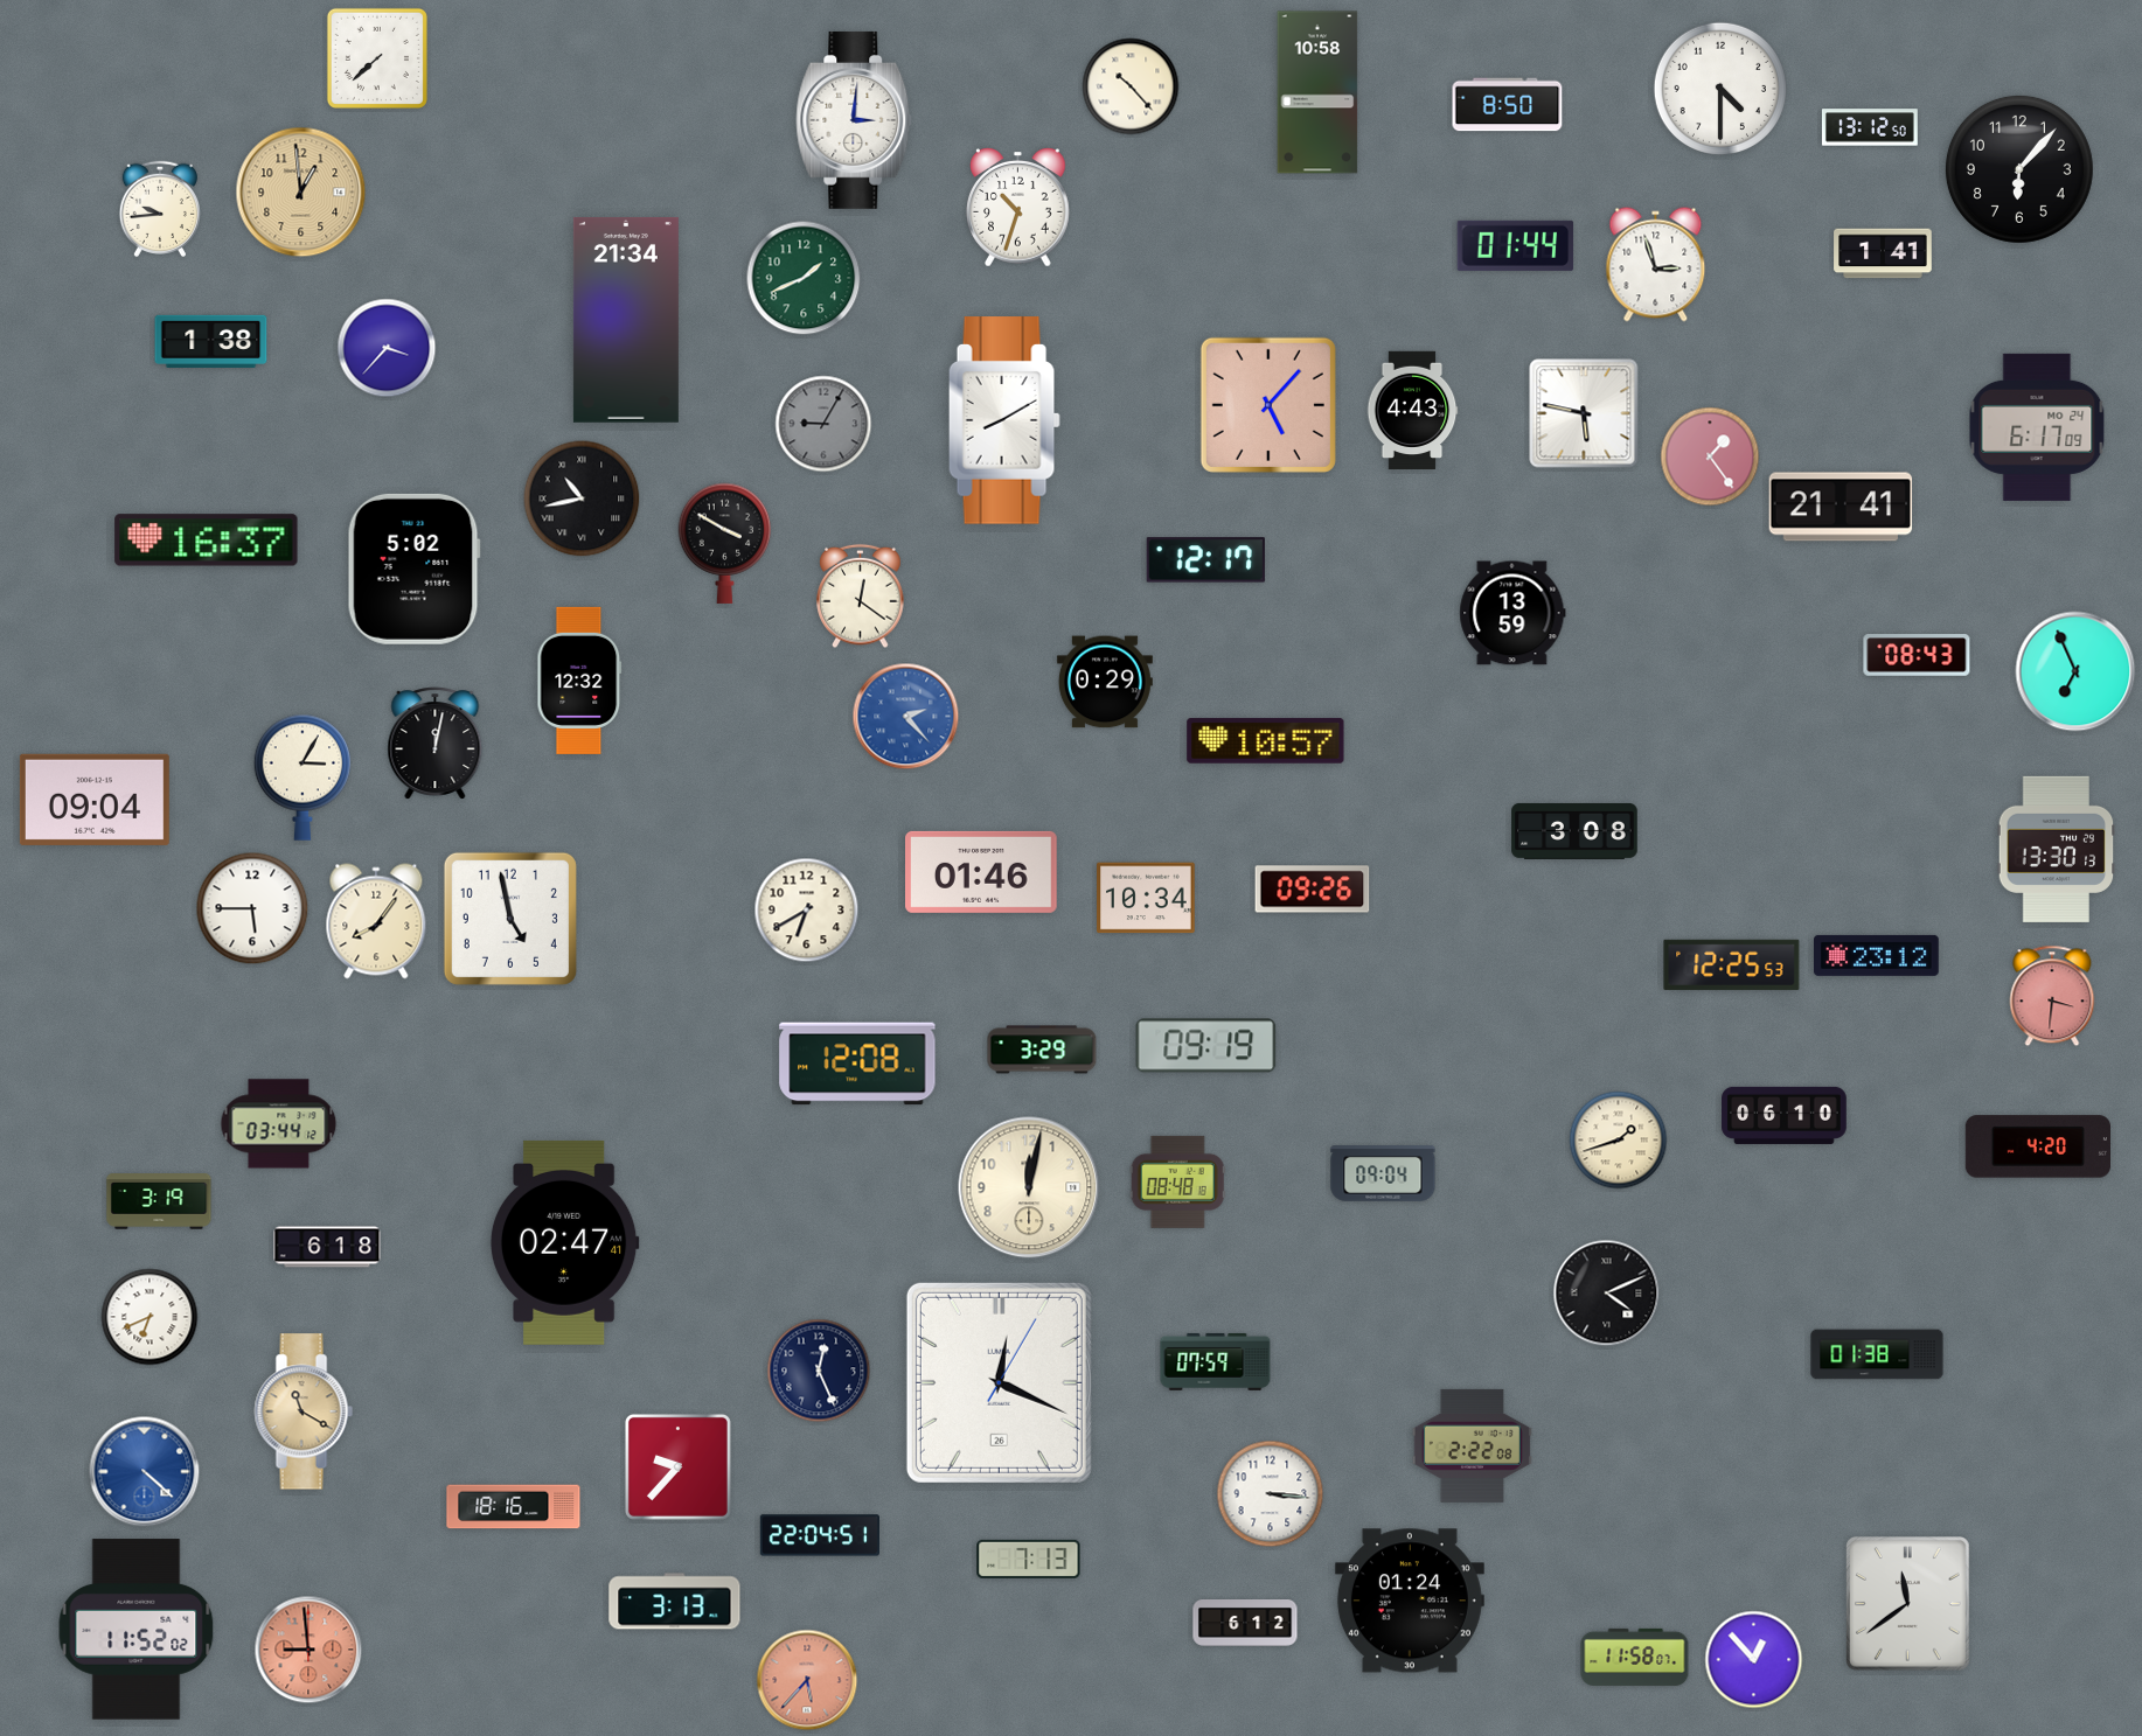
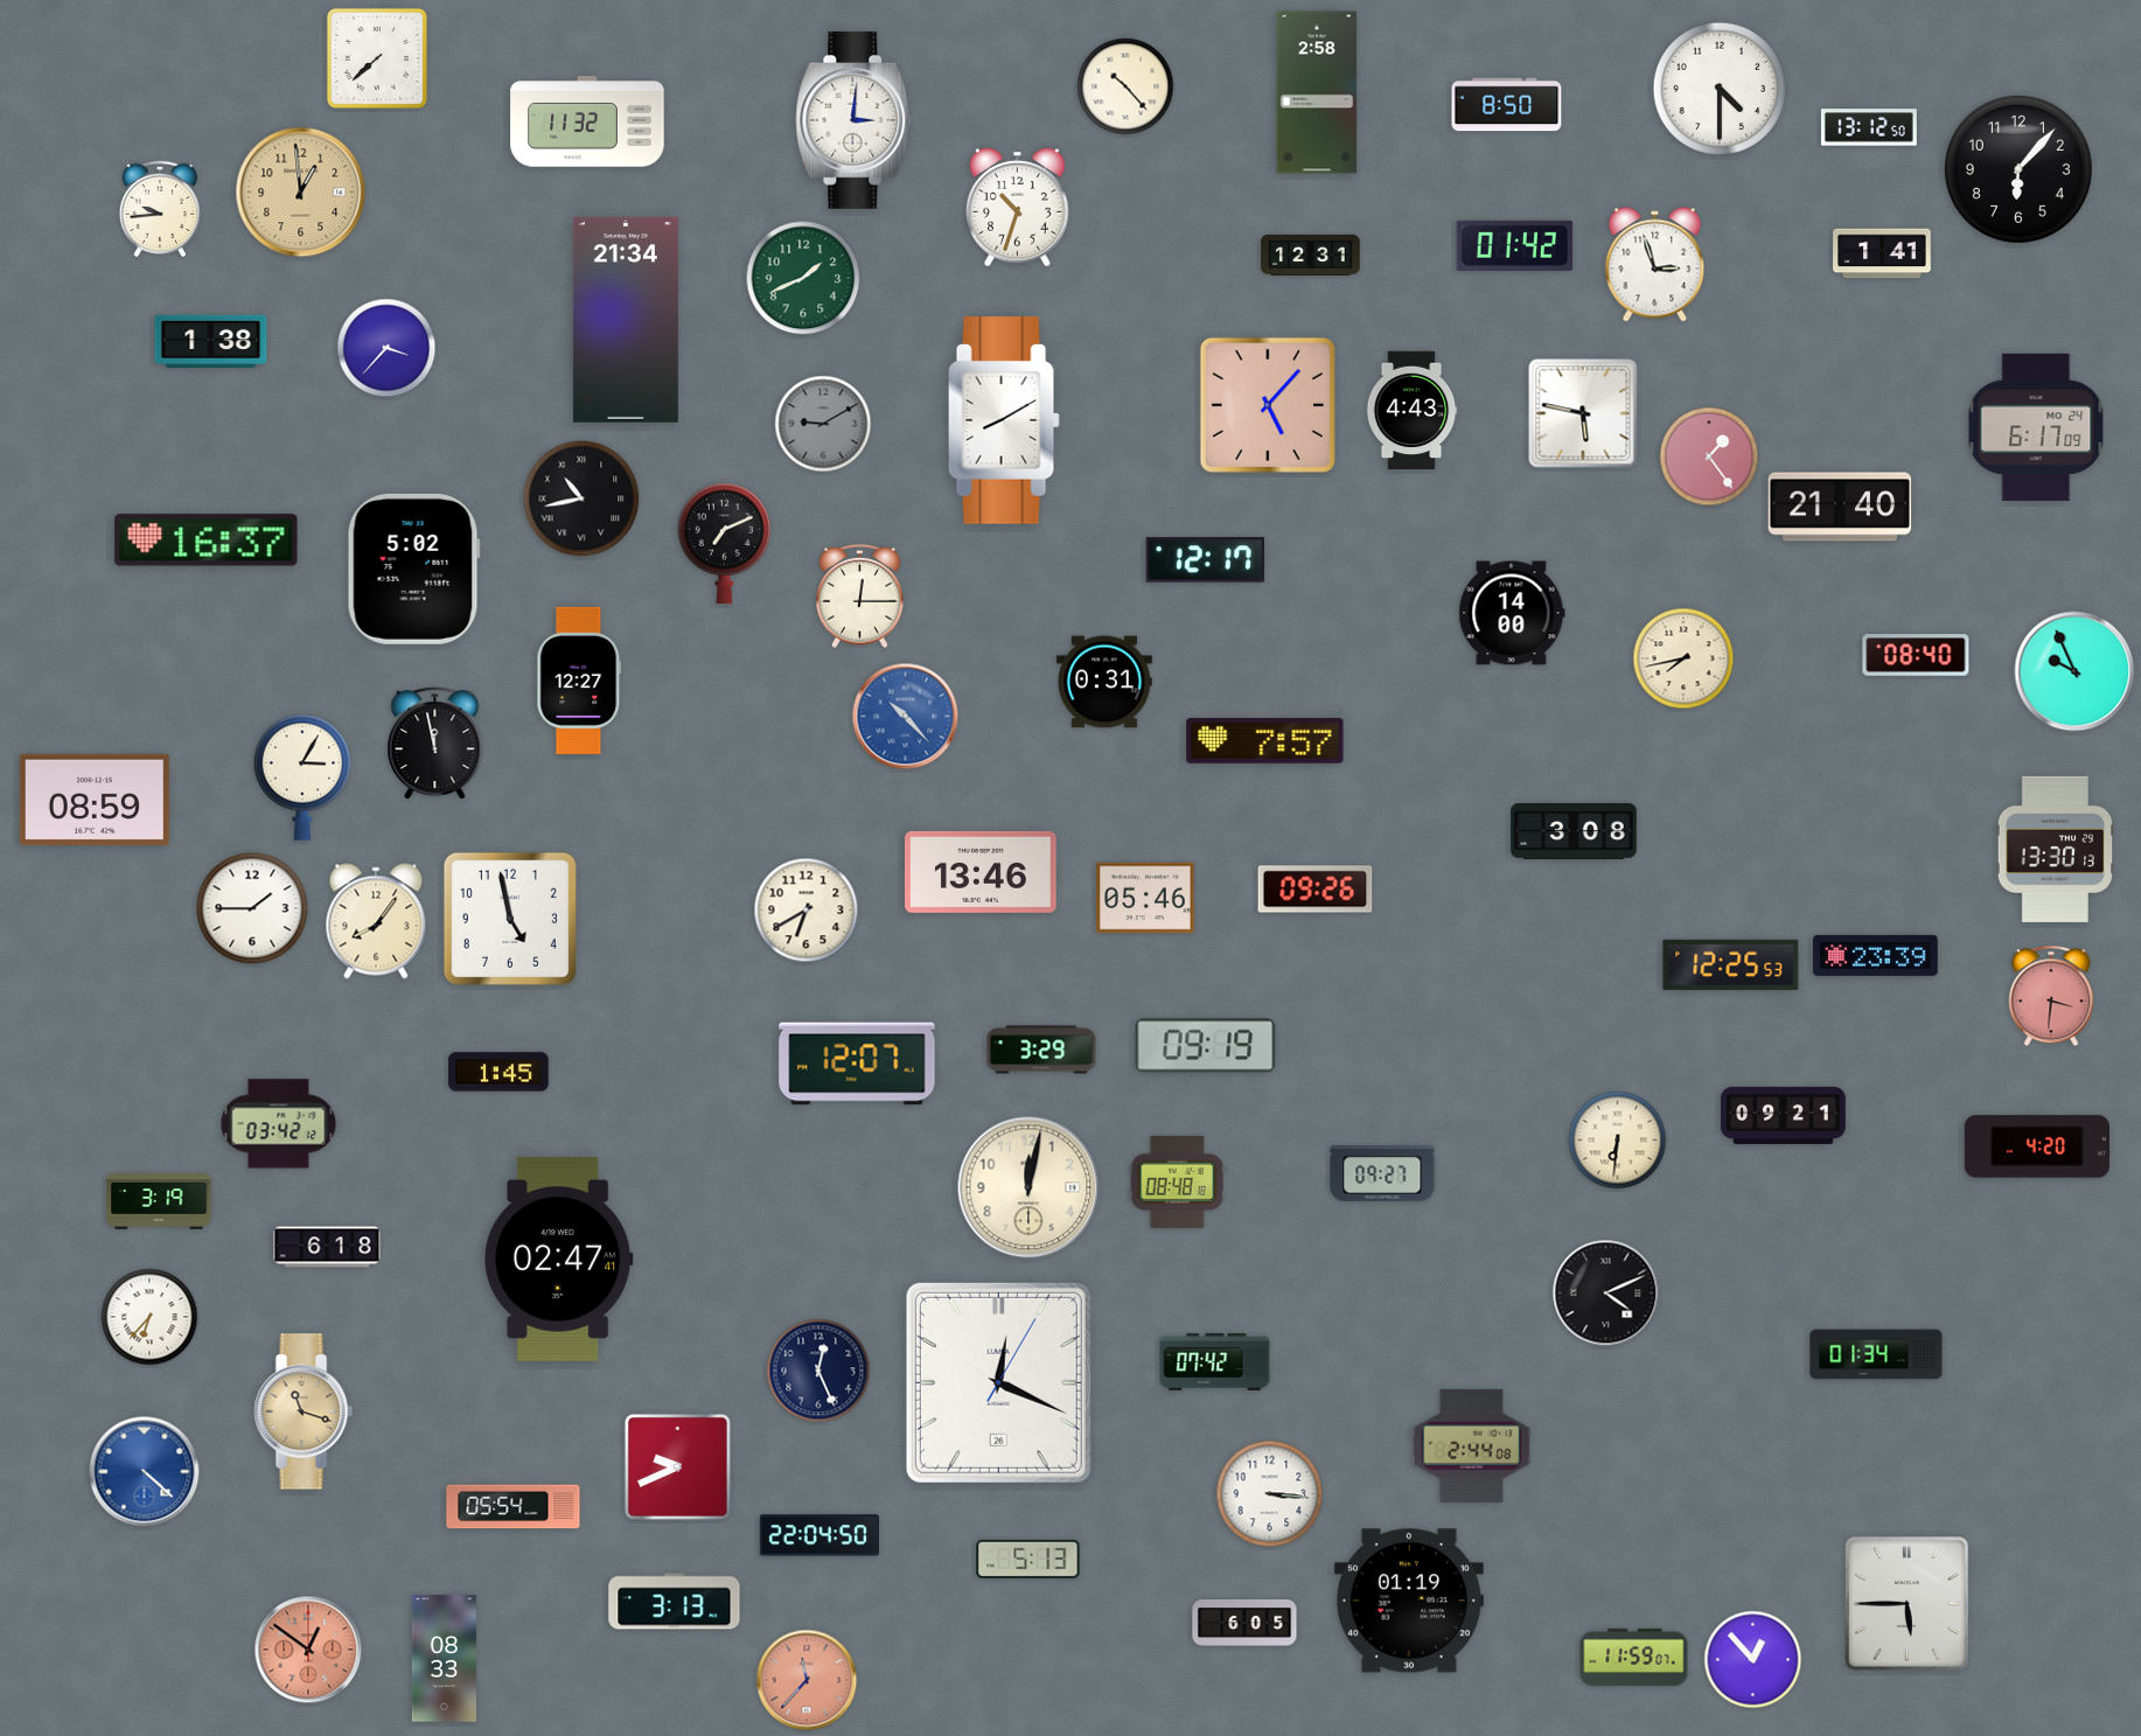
clock at (1131, 86) position: (1131, 86) -> (1125, 86)
clock at (1317, 92): 10:58 -> 2:58
clock at (587, 121): none -> 11:32
clock at (1516, 245): 01:44 -> 01:42
clock at (1311, 255): none -> 12:31
clock at (823, 424): 9:05 -> 9:10
clock at (1841, 507): 21:41 -> 21:40
clock at (725, 543): 3:50 -> 7:11
clock at (861, 597): 12:21 -> 12:15
clock at (1512, 613): 13:59 -> 14:00
clock at (1917, 655): 08:43 -> 08:40
clock at (1683, 658): none -> 7:43
clock at (2075, 671): 6:56 -> 9:56
clock at (579, 681): 12:32 -> 12:27
clock at (1105, 682): 0:29 -> 0:31
clock at (906, 717): 2:23 -> 10:23
clock at (1266, 740): 10:57 -> 7:57
clock at (436, 744): 12:02 -> 11:58
clock at (95, 800): 09:04 -> 08:59
clock at (982, 872): 01:46 -> 13:46
clock at (1313, 890) position: (1313, 890) -> (1316, 890)
clock at (1146, 898): 10:34 -> 05:46
clock at (252, 908): 5:45 -> 1:45
clock at (1877, 955): 23:12 -> 23:39
clock at (857, 1064): 12:08 -> 12:07
clock at (498, 1072): none -> 1:45
clock at (1785, 1115): 06:10 -> 09:21
clock at (279, 1124): 03:44 -> 03:42
clock at (1619, 1141): 1:42 -> 6:31
clock at (1383, 1174): 09:04 -> 09:27
clock at (564, 1242) position: (564, 1242) -> (558, 1259)
clock at (149, 1317): 6:41 -> 6:37
clock at (1877, 1354): 01:38 -> 01:34
clock at (1216, 1361): 07:59 -> 07:42
clock at (304, 1411): 11:20 -> 11:18
clock at (1472, 1445): 2:22 -> 2:44
clock at (677, 1466): 9:37 -> 9:41
clock at (514, 1507): 18:16 -> 05:54
clock at (820, 1535): 22:04:51 -> 22:04:50
clock at (1029, 1559): 7:13 -> 5:13
clock at (1410, 1601): 01:24 -> 01:19
clock at (1908, 1604): 11:39 -> 5:45
clock at (1245, 1624): 6:12 -> 6:05
clock at (137, 1630): 11:52 -> none
clock at (308, 1650): 8:59 -> 12:51
clock at (1635, 1657): 11:58 -> 11:59
clock at (445, 1659): none -> 08:33
clock at (807, 1680): 5:37 -> 11:37
